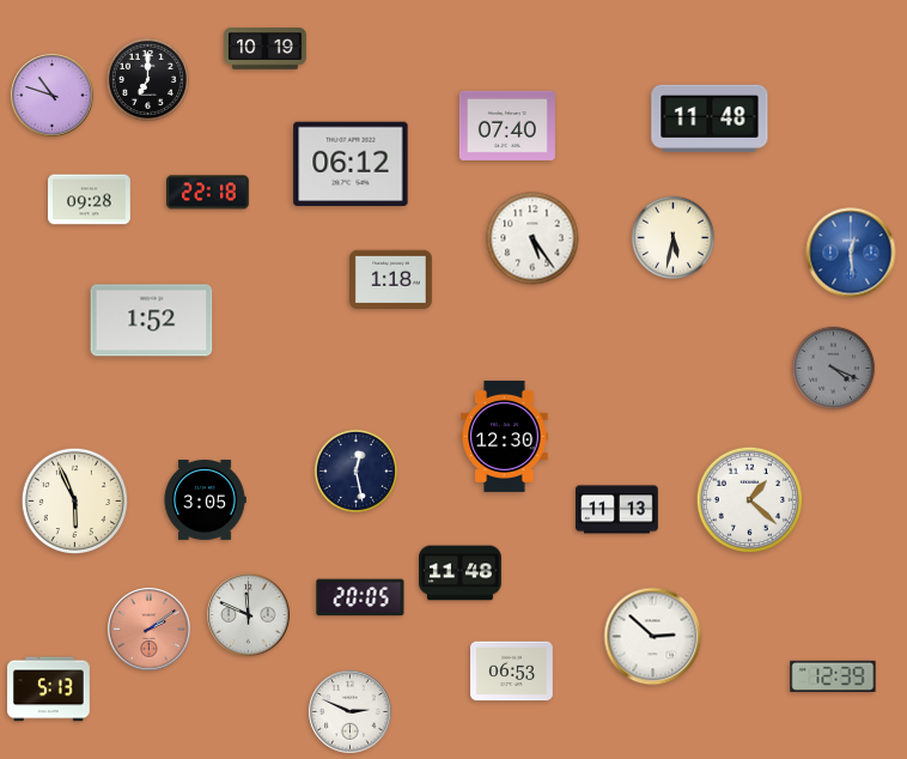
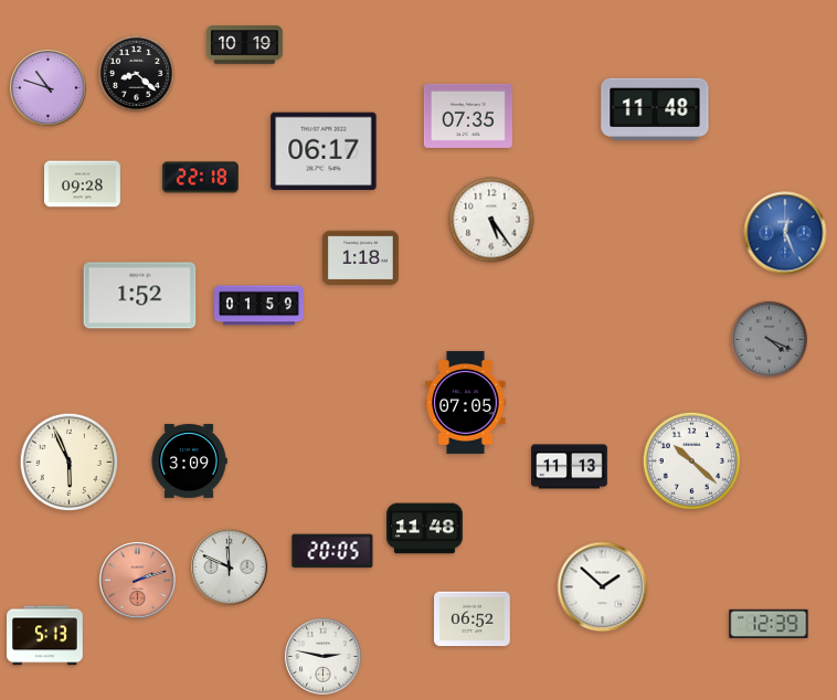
clock at (147, 79): 7:00 -> 8:22
clock at (507, 126): 07:40 -> 07:35
clock at (351, 164): 06:12 -> 06:17
clock at (208, 193) position: (208, 193) -> (201, 178)
clock at (672, 237): 5:32 -> none
clock at (851, 253): 12:29 -> 12:26
clock at (259, 306): none -> 01:59
clock at (505, 436): 12:30 -> 07:05
clock at (355, 470): 12:28 -> none
clock at (205, 499): 3:05 -> 3:09
clock at (749, 499): 1:22 -> 10:22
clock at (617, 510) position: (617, 510) -> (570, 467)
clock at (150, 630): 2:09 -> 2:12
clock at (653, 637): 2:52 -> 1:52
clock at (512, 672): 06:53 -> 06:52
clock at (351, 712): 2:49 -> 2:47
